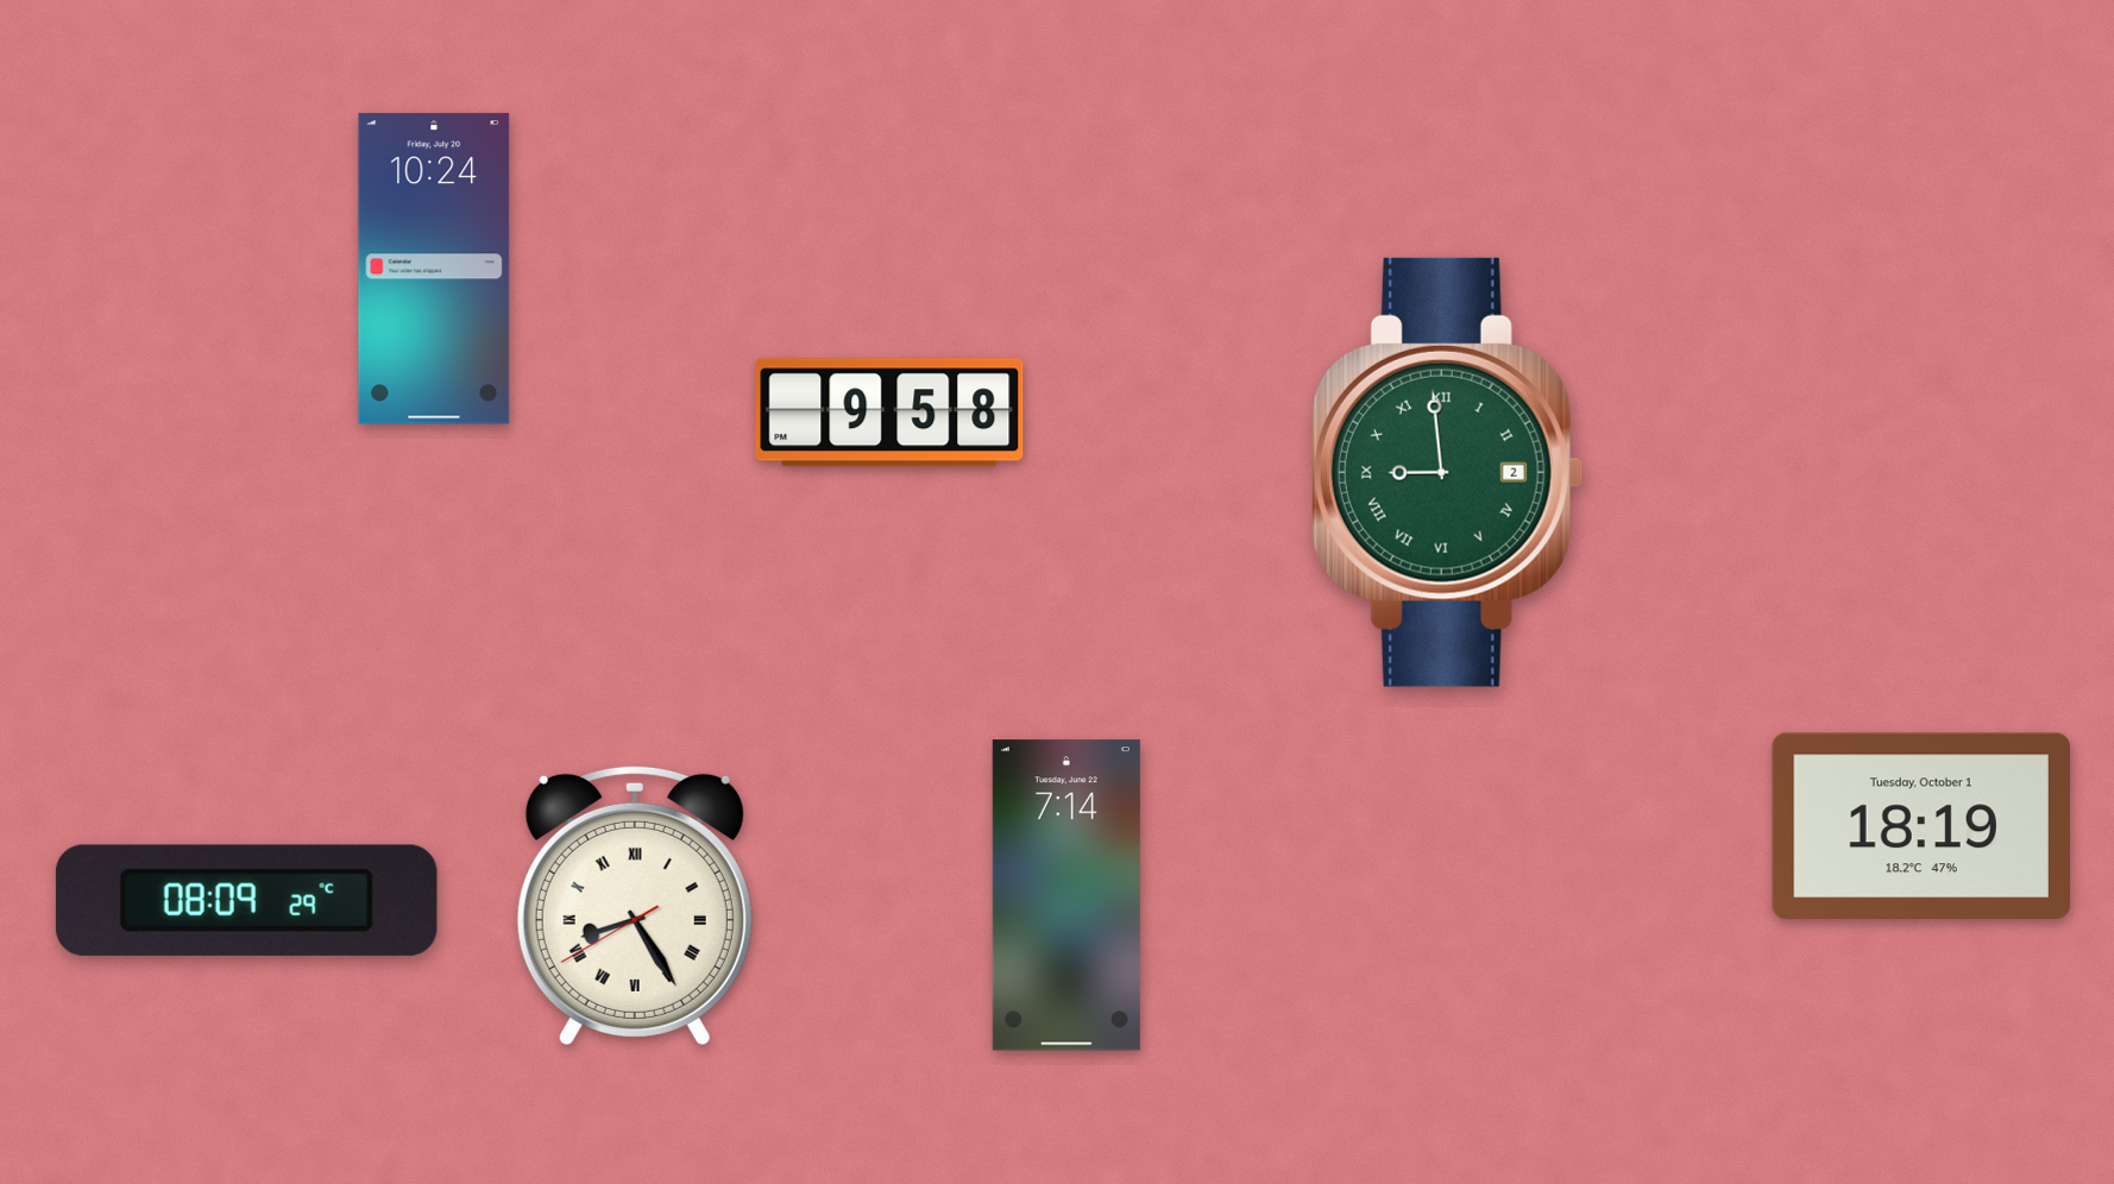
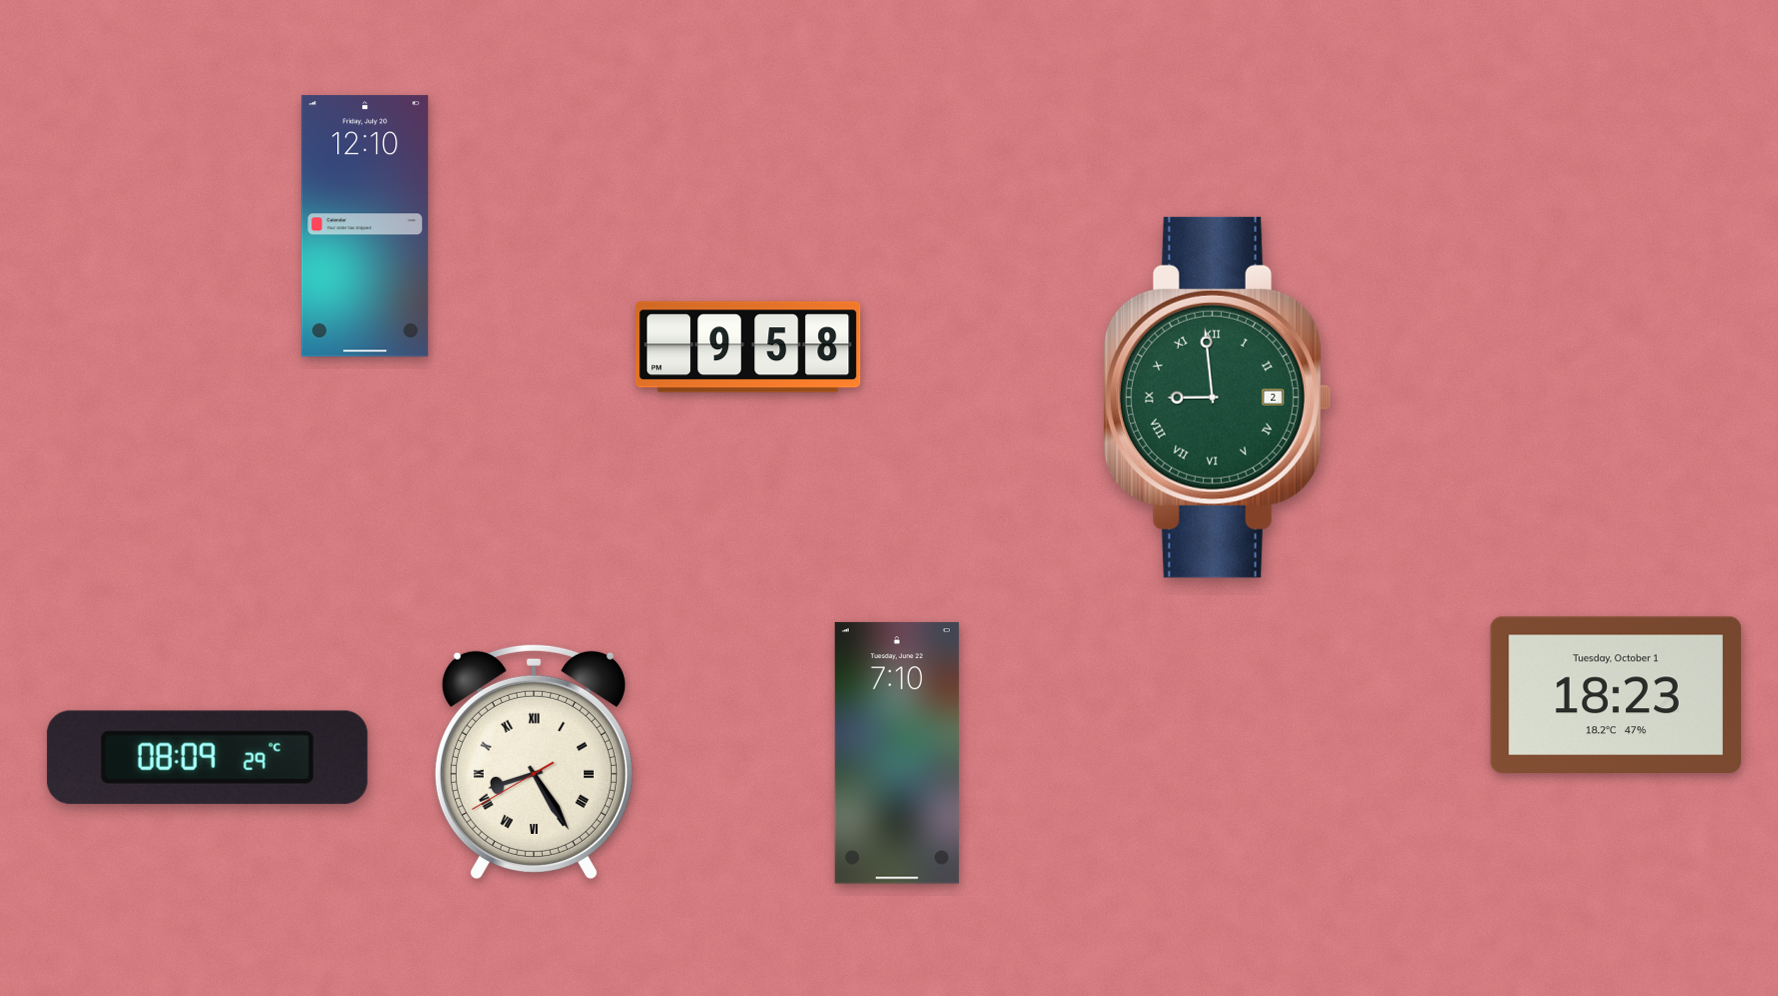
clock at (434, 269): 10:24 -> 12:10
clock at (1921, 825): 18:19 -> 18:23
clock at (1067, 895): 7:14 -> 7:10
